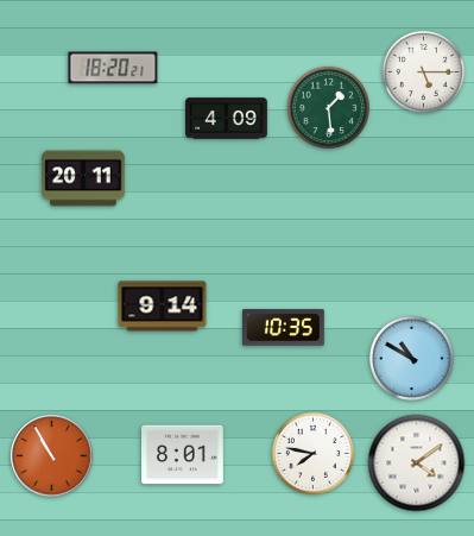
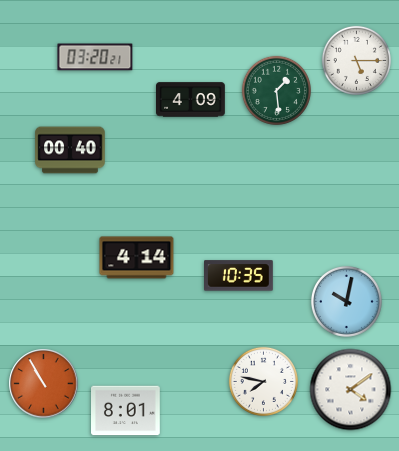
clock at (113, 68): 18:20 -> 03:20
clock at (83, 178): 20:11 -> 00:40
clock at (163, 307): 9:14 -> 4:14
clock at (411, 358): 10:50 -> 10:02
clock at (183, 455) position: (183, 455) -> (126, 411)
